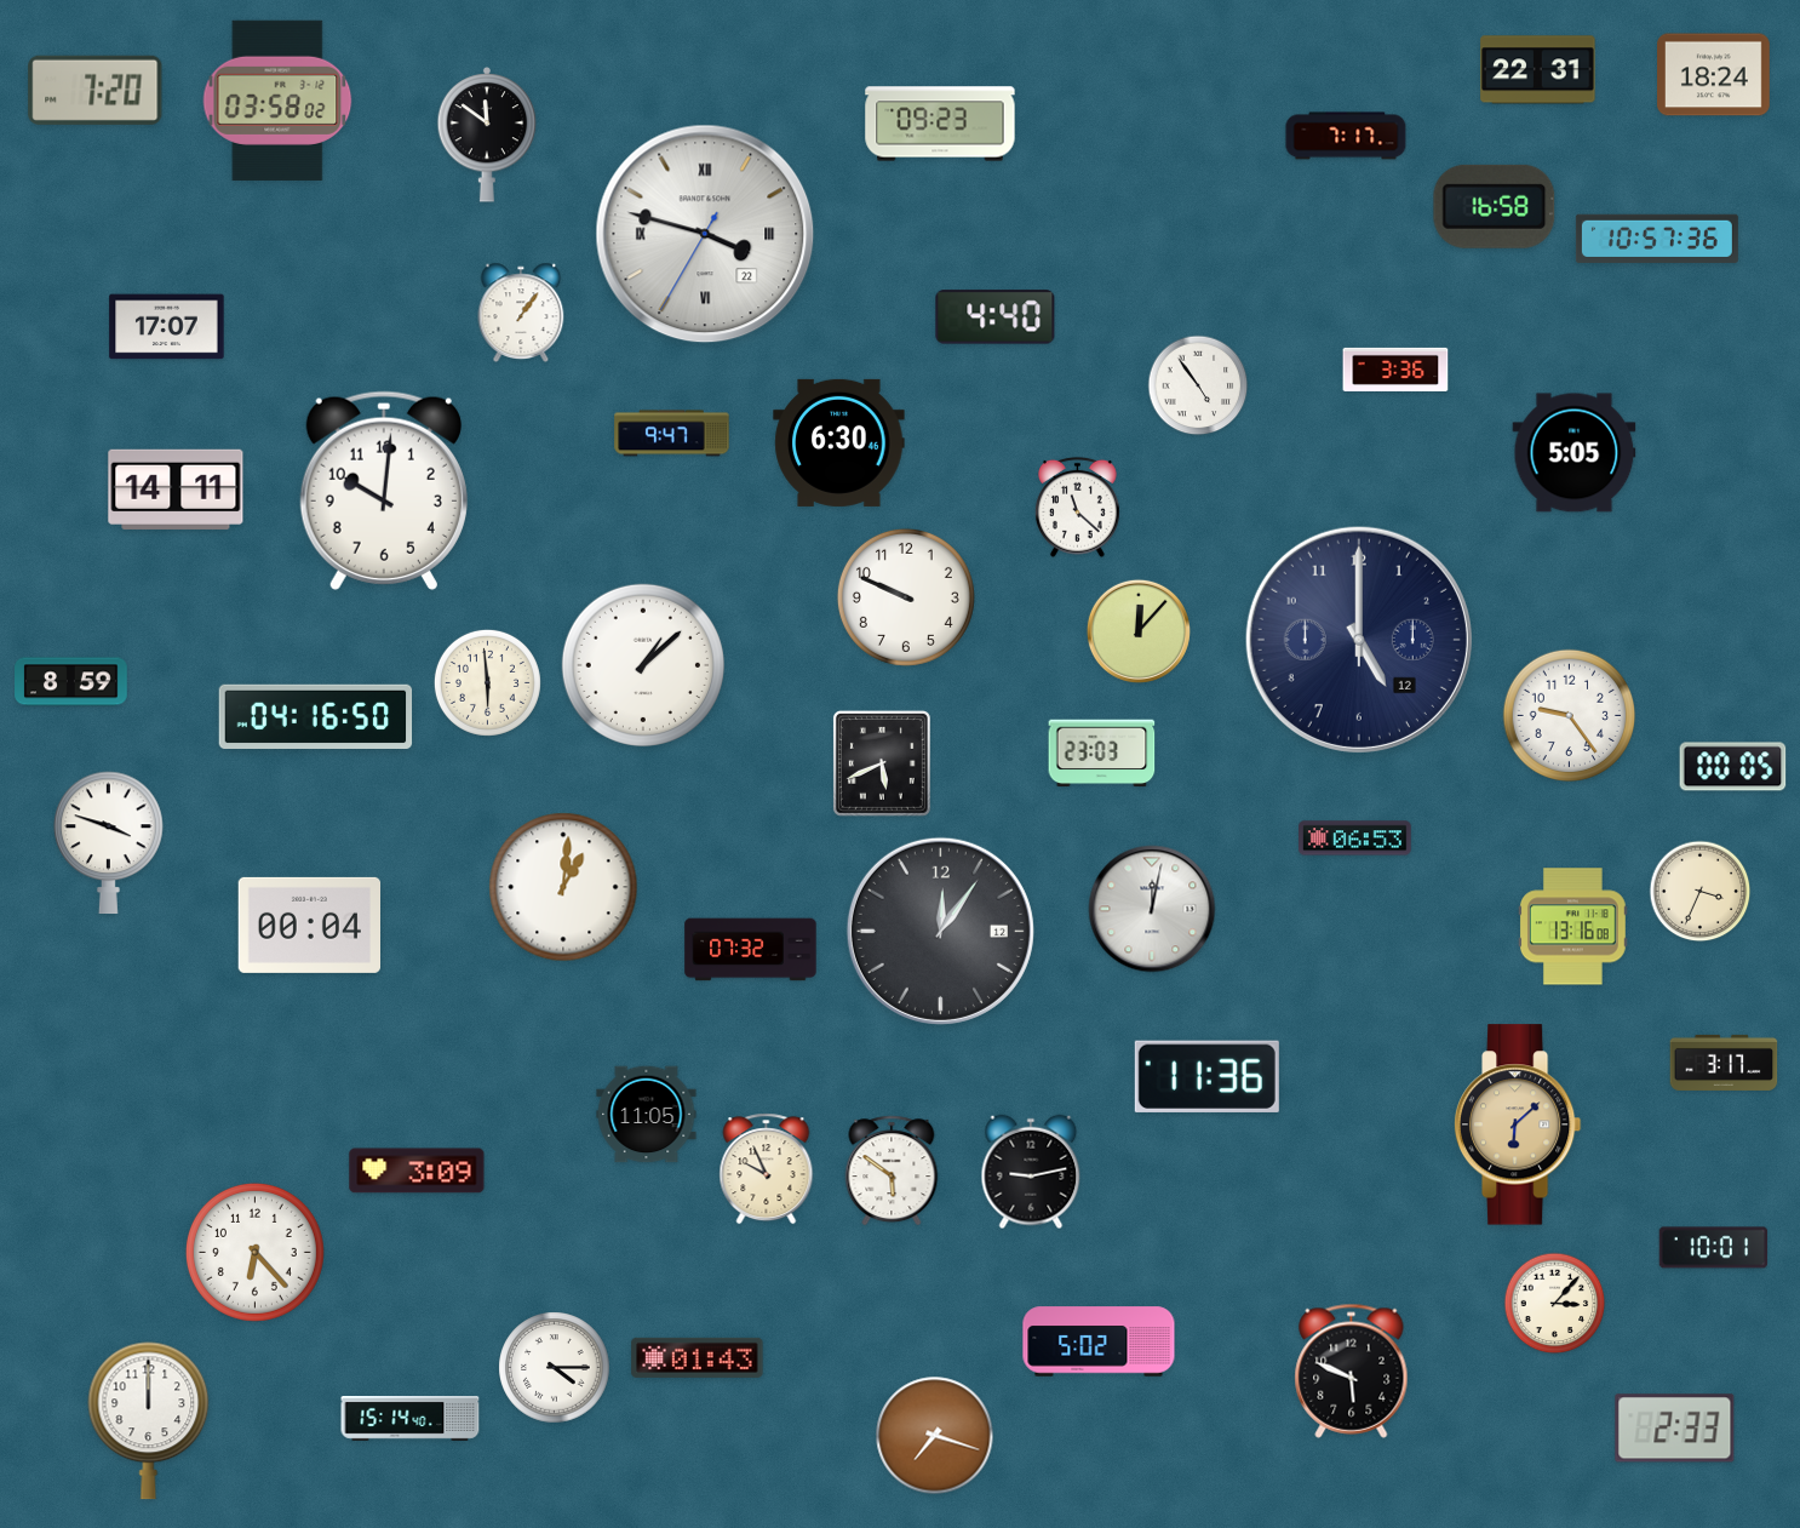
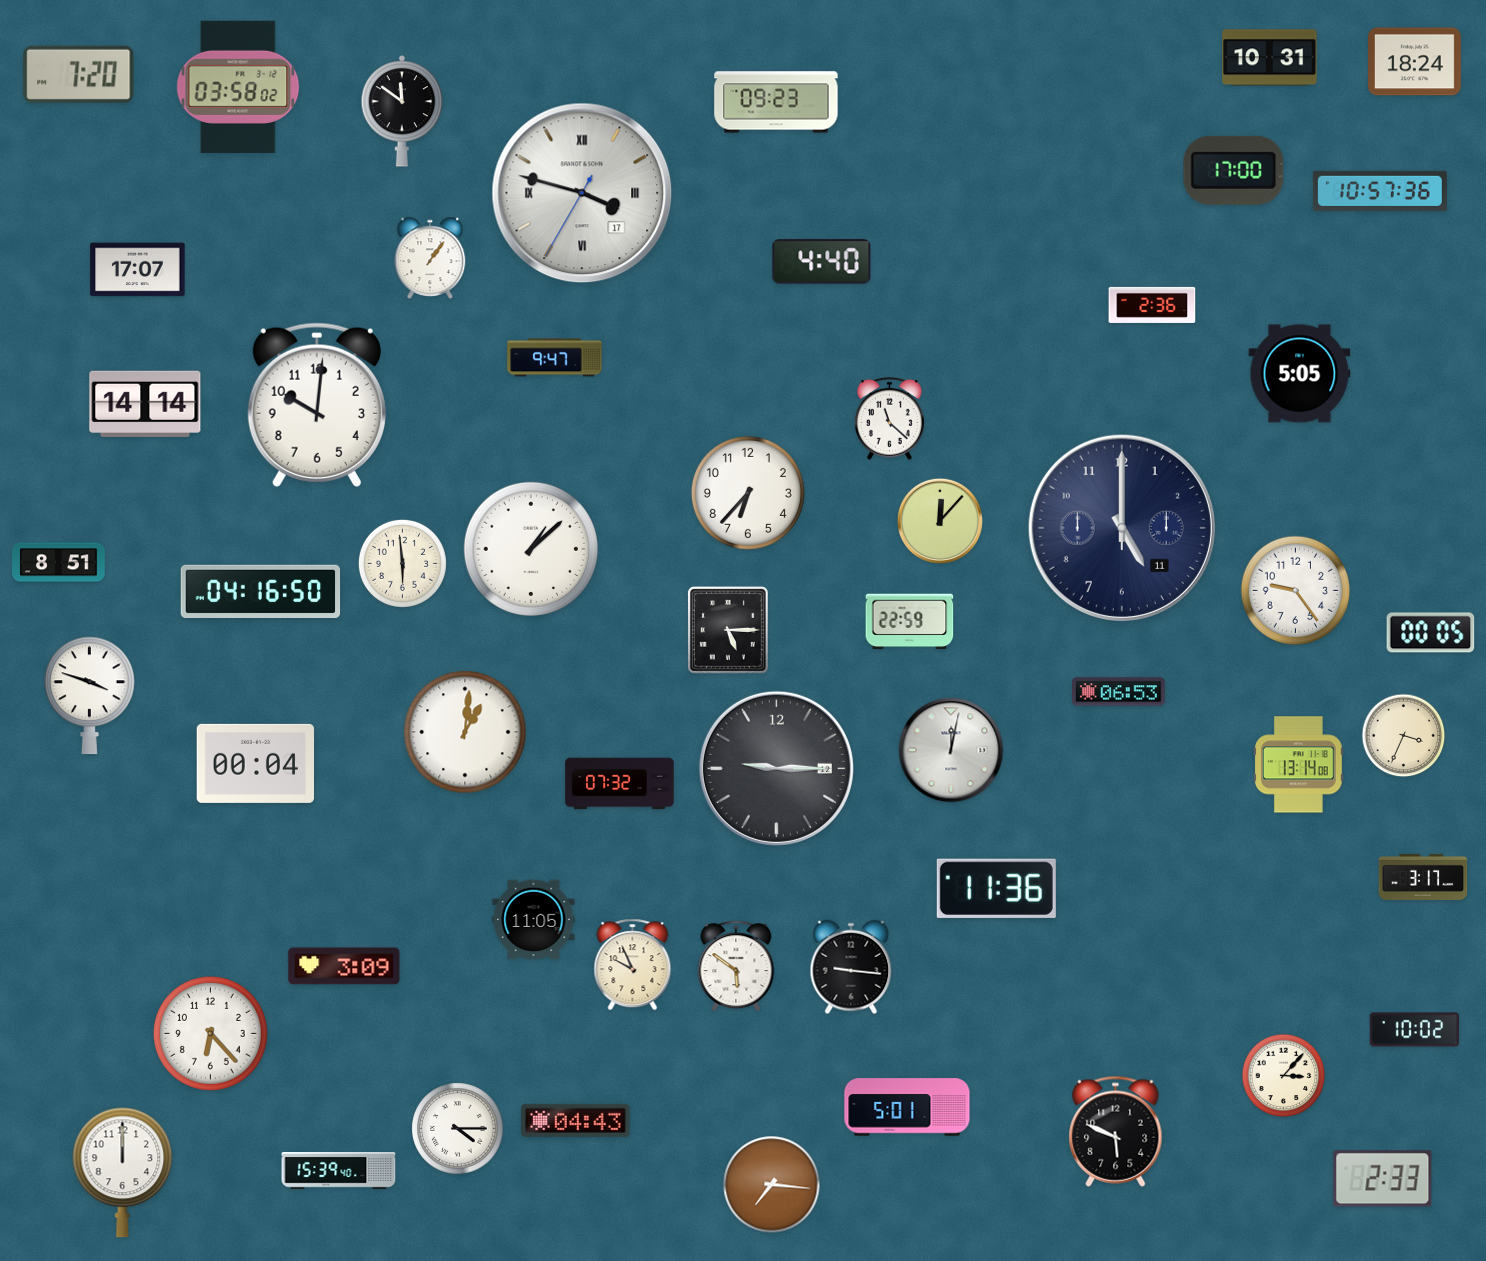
clock at (1538, 70): 22:31 -> 10:31
clock at (277, 101) position: (277, 101) -> (238, 87)
clock at (1346, 136): 7:17 -> none
clock at (1495, 206): 16:58 -> 17:00
clock at (705, 234) date: 22 -> 17
clock at (1657, 239) position: (1657, 239) -> (1380, 191)
clock at (1395, 370): 3:36 -> 2:36
clock at (1198, 385): 4:54 -> none
clock at (839, 442): 6:30 -> none
clock at (176, 490): 14:11 -> 14:14
clock at (906, 597): 9:49 -> 6:37
clock at (1359, 640) date: 12 -> 11
clock at (71, 682): 8:59 -> 8:51
clock at (1102, 754): 23:03 -> 22:59
clock at (882, 763): 5:41 -> 5:15
clock at (1572, 927): 13:16 -> 13:14
clock at (940, 931): 12:06 -> 9:15
clock at (1518, 1124): 6:08 -> none
clock at (1031, 1172): 9:13 -> 9:16
clock at (1714, 1248): 10:01 -> 10:02
clock at (1099, 1341): 5:02 -> 5:01
clock at (698, 1357): 01:43 -> 04:43
clock at (411, 1419): 15:14 -> 15:39
clock at (935, 1436): 7:18 -> 7:16
